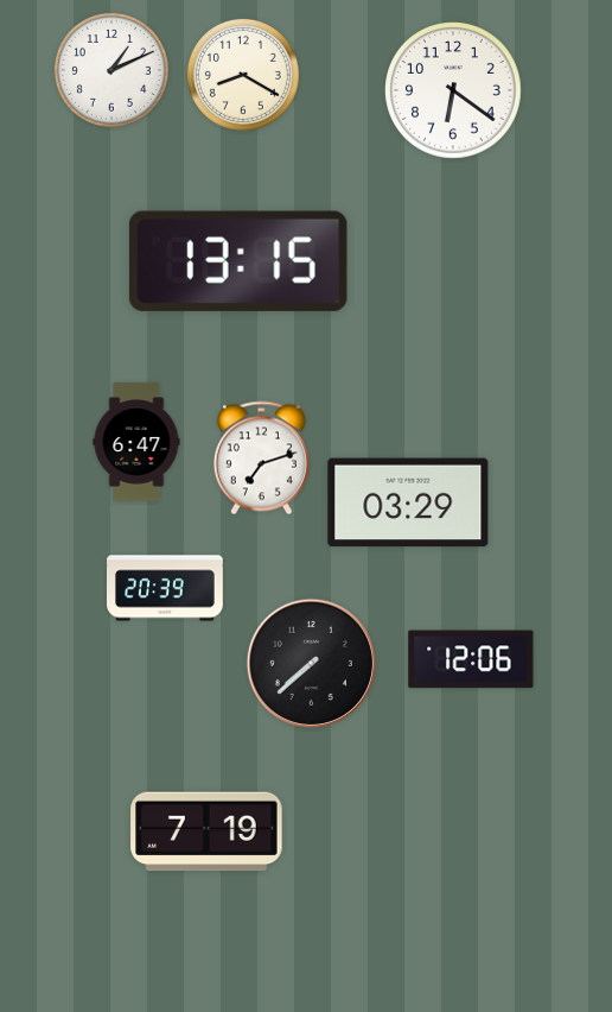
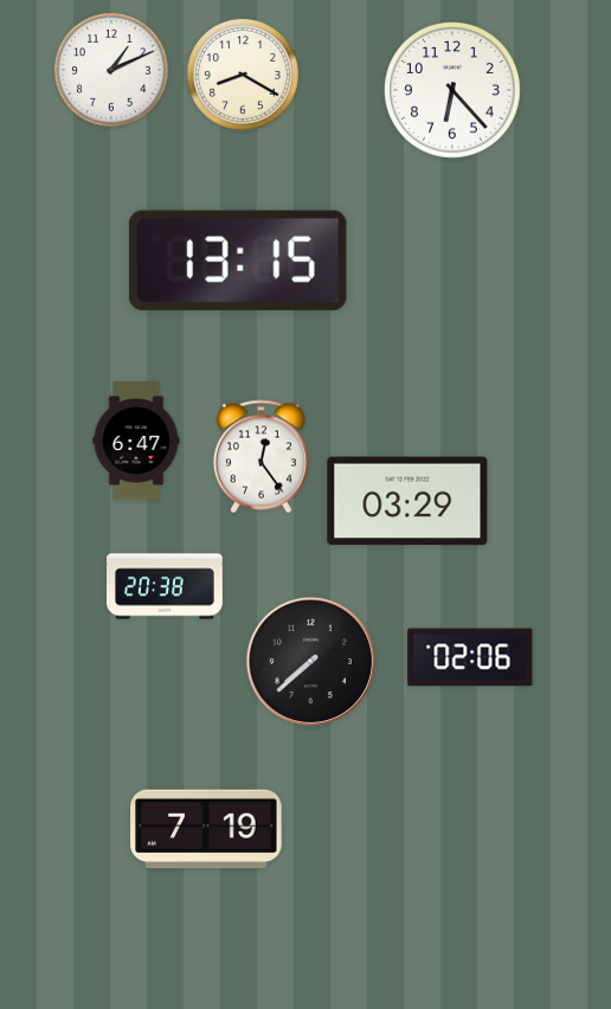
clock at (453, 90): 6:21 -> 6:23
clock at (261, 458): 7:12 -> 12:24
clock at (166, 588): 20:39 -> 20:38
clock at (471, 659): 12:06 -> 02:06
